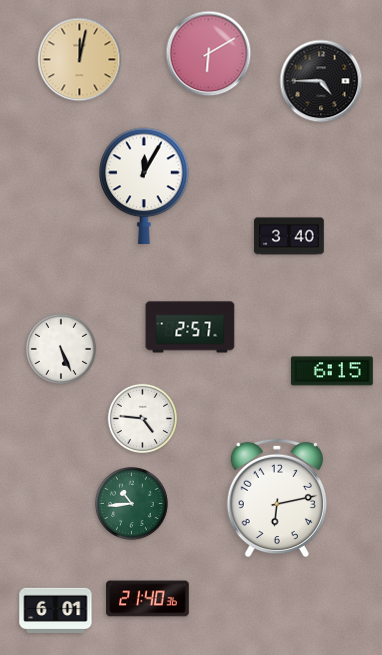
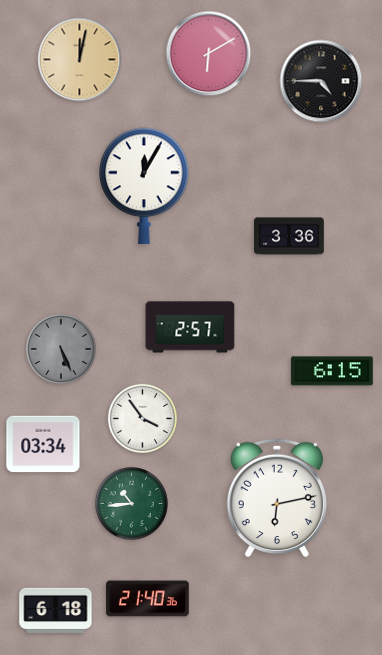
clock at (289, 236): 3:40 -> 3:36
clock at (60, 348) dial: white -> grey
clock at (143, 419): 4:46 -> 3:54
clock at (43, 444): none -> 03:34
clock at (56, 610): 6:01 -> 6:18
